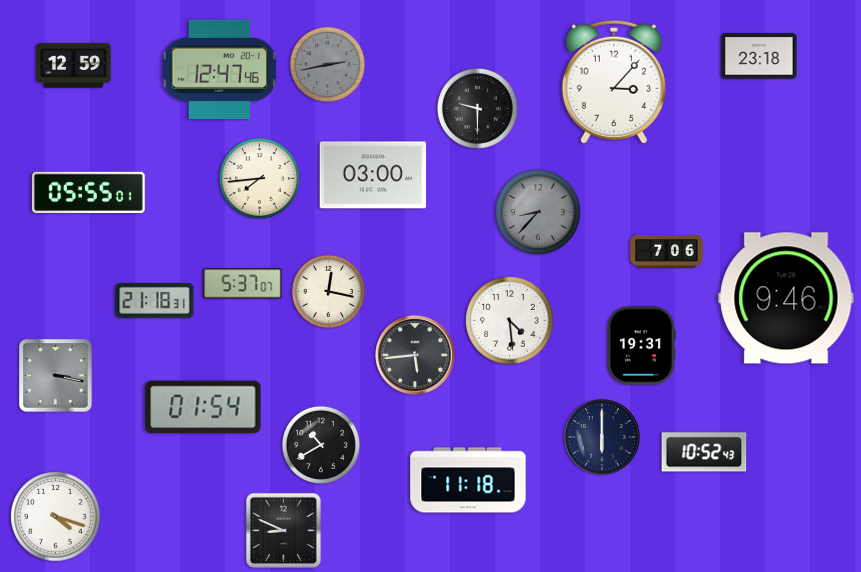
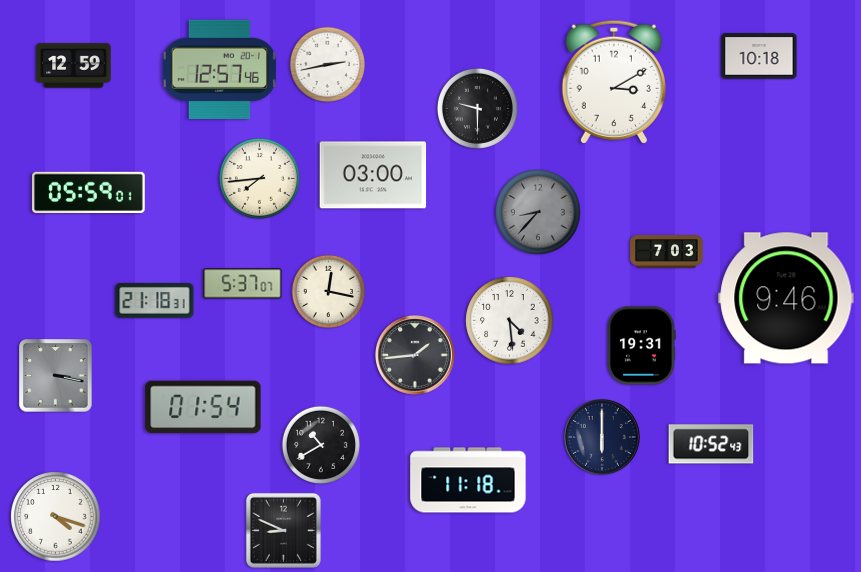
clock at (759, 56): 23:18 -> 10:18
clock at (327, 64) dial: grey -> white
clock at (219, 69): 12:47 -> 12:57
clock at (614, 82): 3:07 -> 3:10
clock at (89, 192): 05:55 -> 05:59
clock at (667, 252): 7:06 -> 7:03
clock at (416, 356): 5:44 -> 1:44
clock at (704, 452) position: (704, 452) -> (711, 444)
